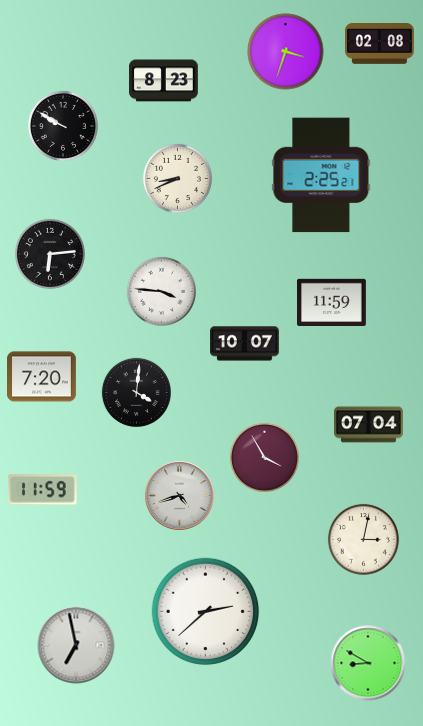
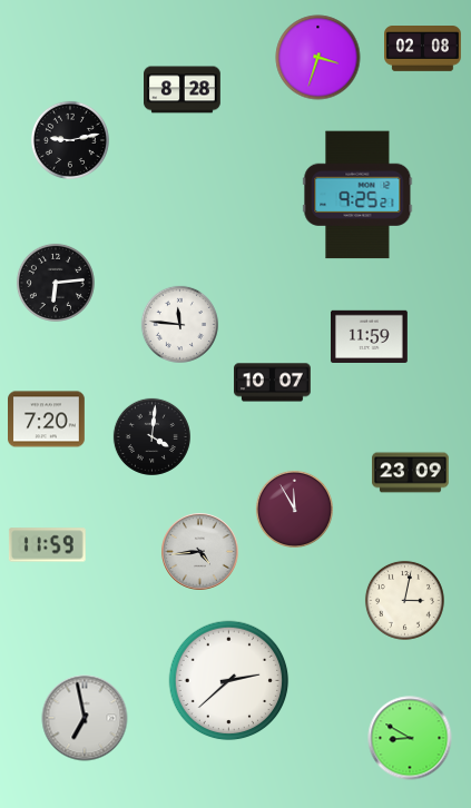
clock at (164, 81): 8:23 -> 8:28
clock at (63, 126): 9:50 -> 9:13
clock at (321, 175): 2:25 -> 9:25
clock at (177, 178): 8:41 -> none
clock at (161, 291): 3:46 -> 11:46
clock at (369, 425): 07:04 -> 23:09
clock at (264, 457): 3:55 -> 11:55
clock at (180, 496): 4:42 -> 4:44
